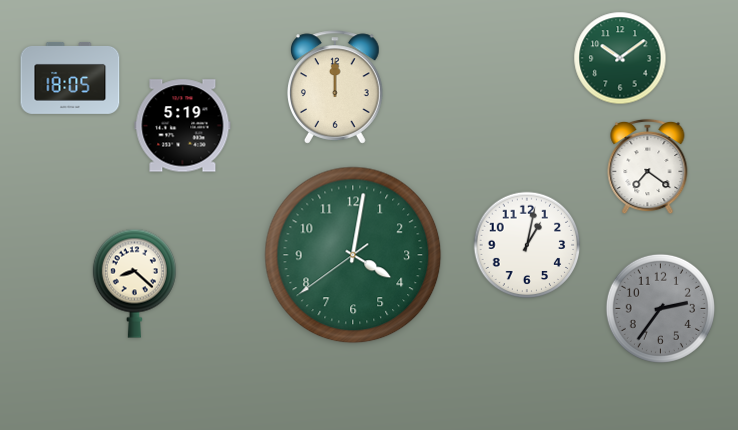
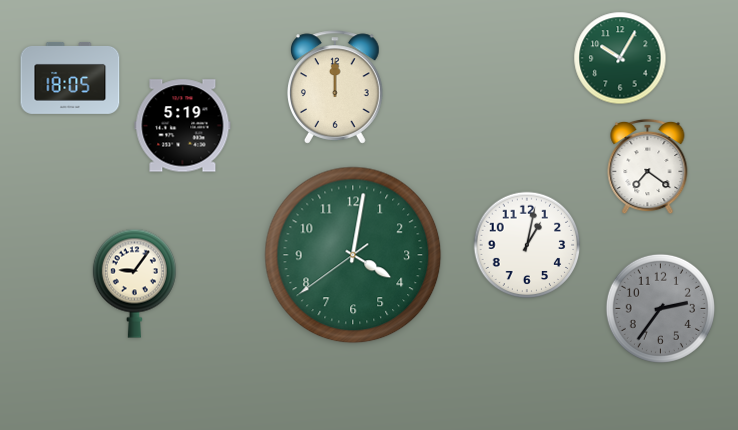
clock at (620, 58): 10:09 -> 10:05
clock at (134, 283): 8:22 -> 9:06
